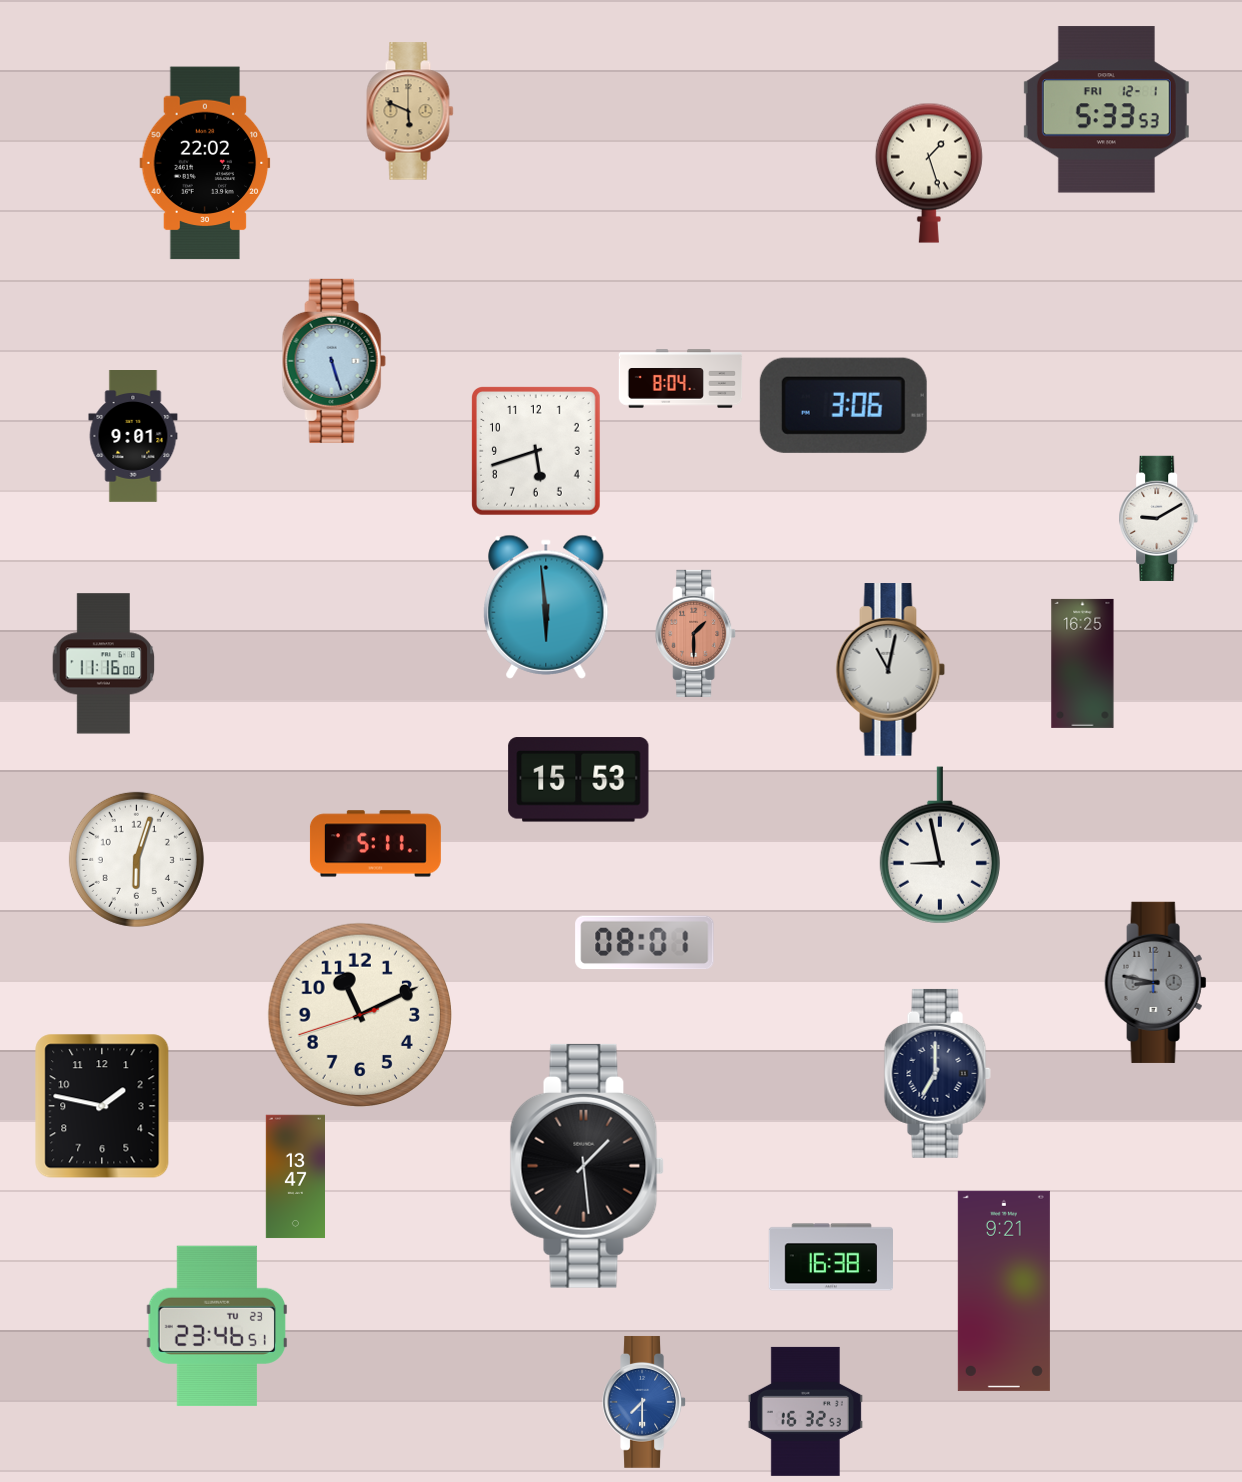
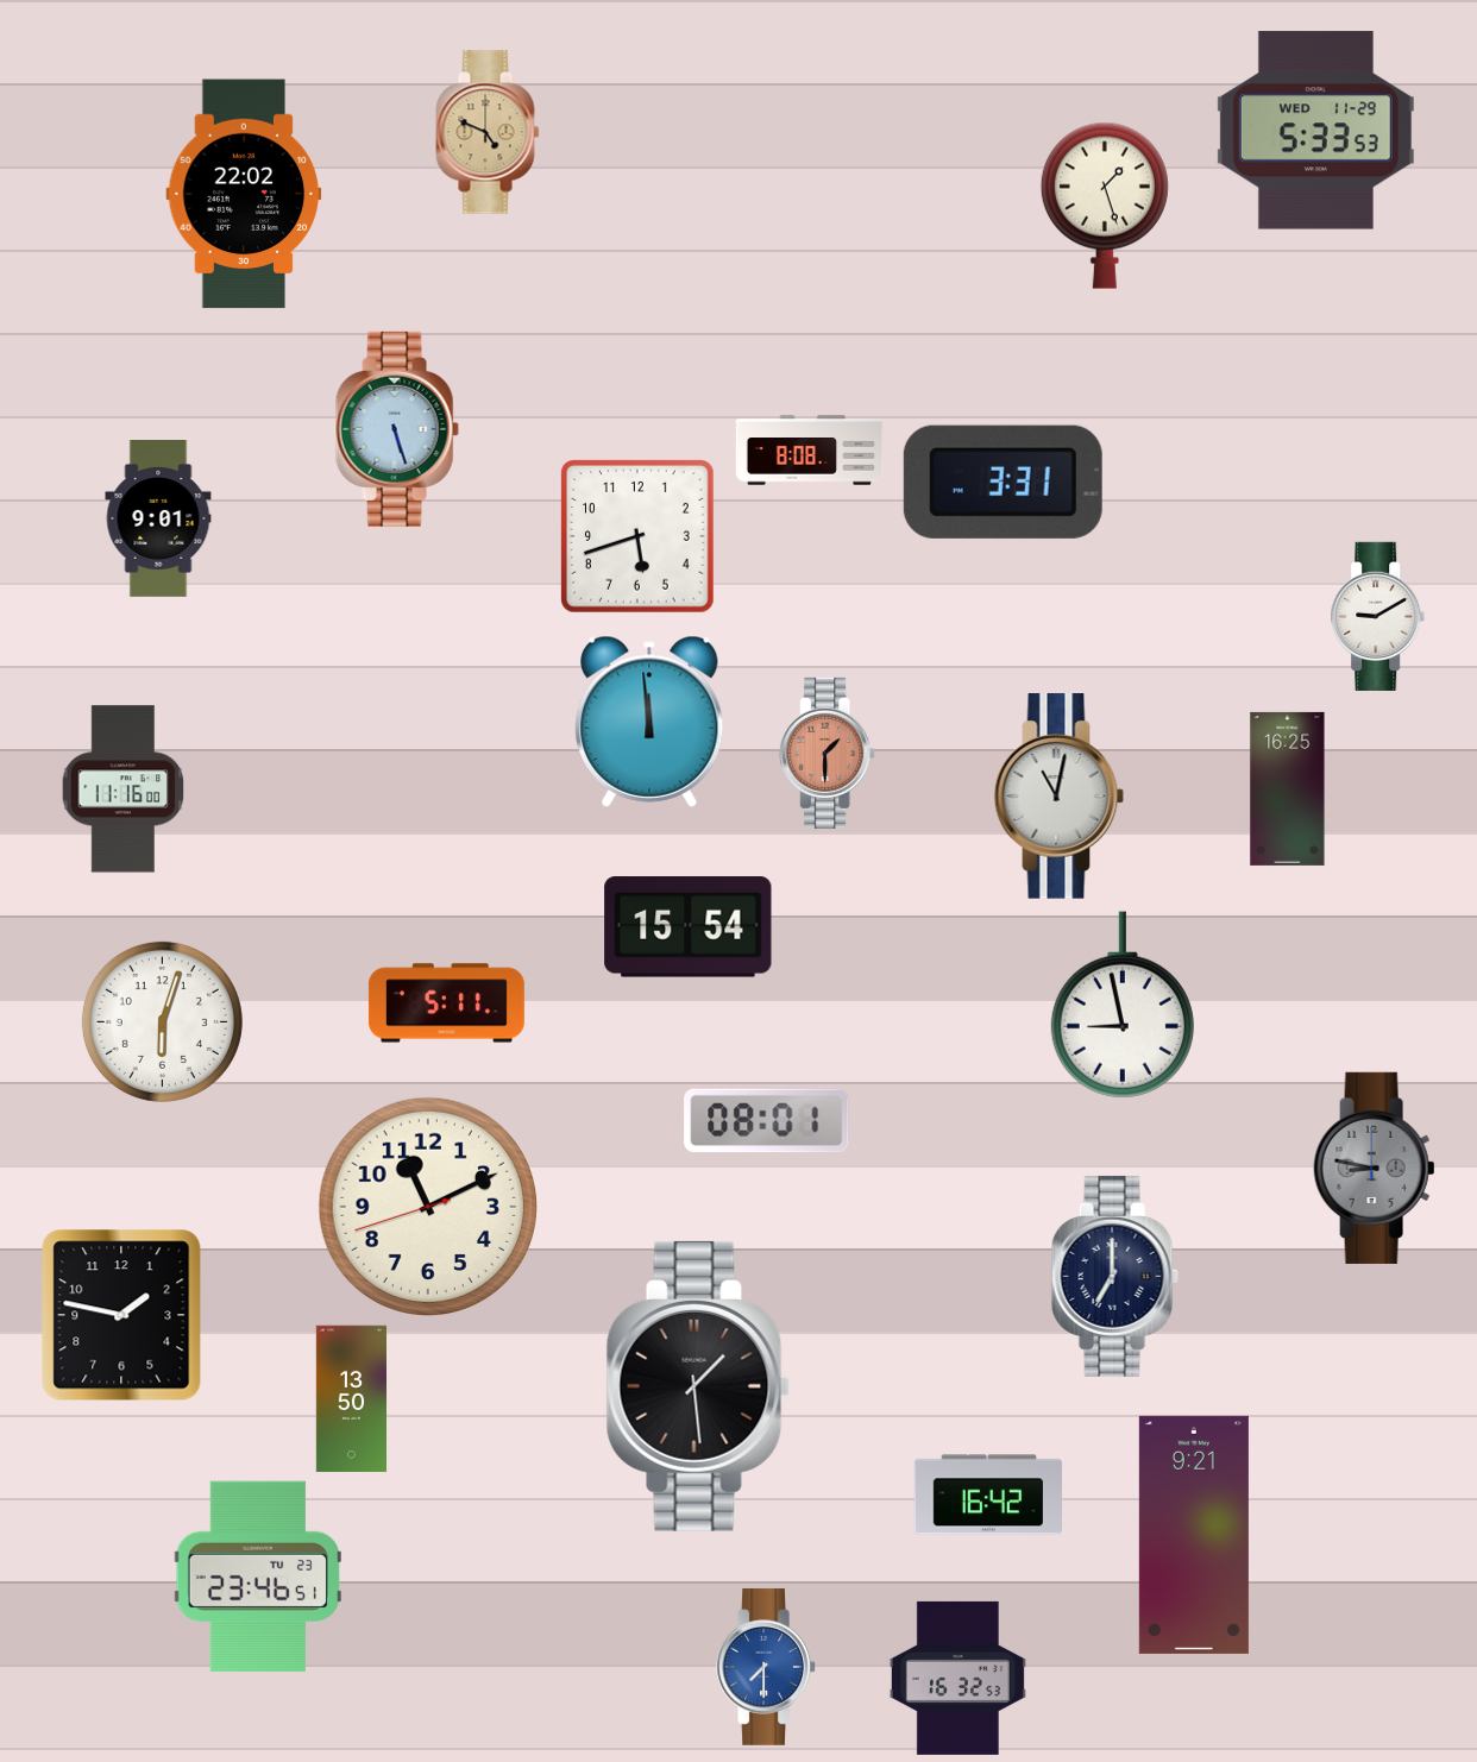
clock at (1106, 110) date: FRI 12-1 -> WED 11-29
clock at (410, 111): 5:49 -> 4:49
clock at (681, 379): 8:04 -> 8:08
clock at (843, 405): 3:06 -> 3:31
clock at (546, 607): 5:59 -> 11:59
clock at (579, 780): 15:53 -> 15:54
clock at (940, 845) position: (940, 845) -> (1123, 1005)
clock at (295, 1177): 13:47 -> 13:50
clock at (830, 1257): 16:38 -> 16:42
